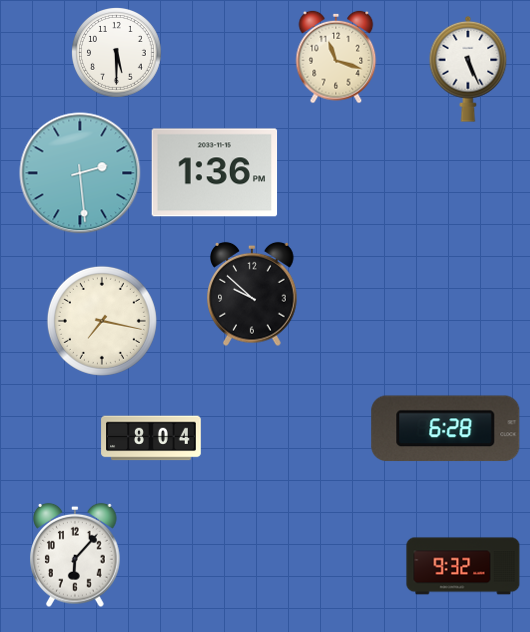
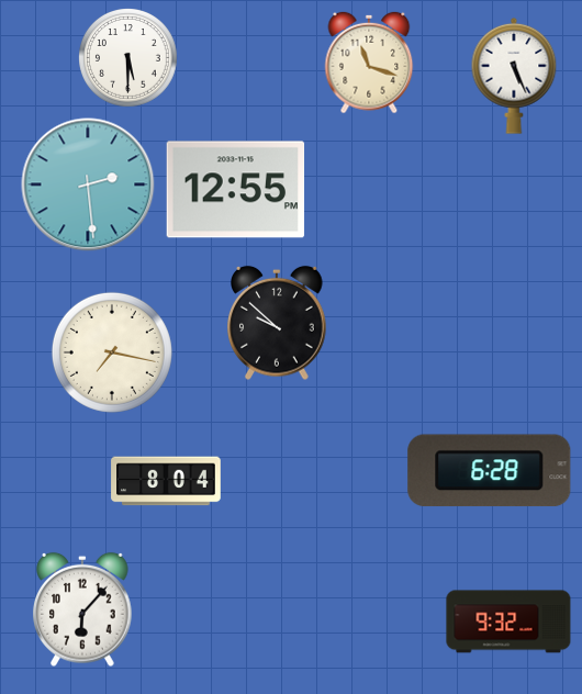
clock at (80, 173) position: (80, 173) -> (88, 184)
clock at (215, 173): 1:36 -> 12:55
